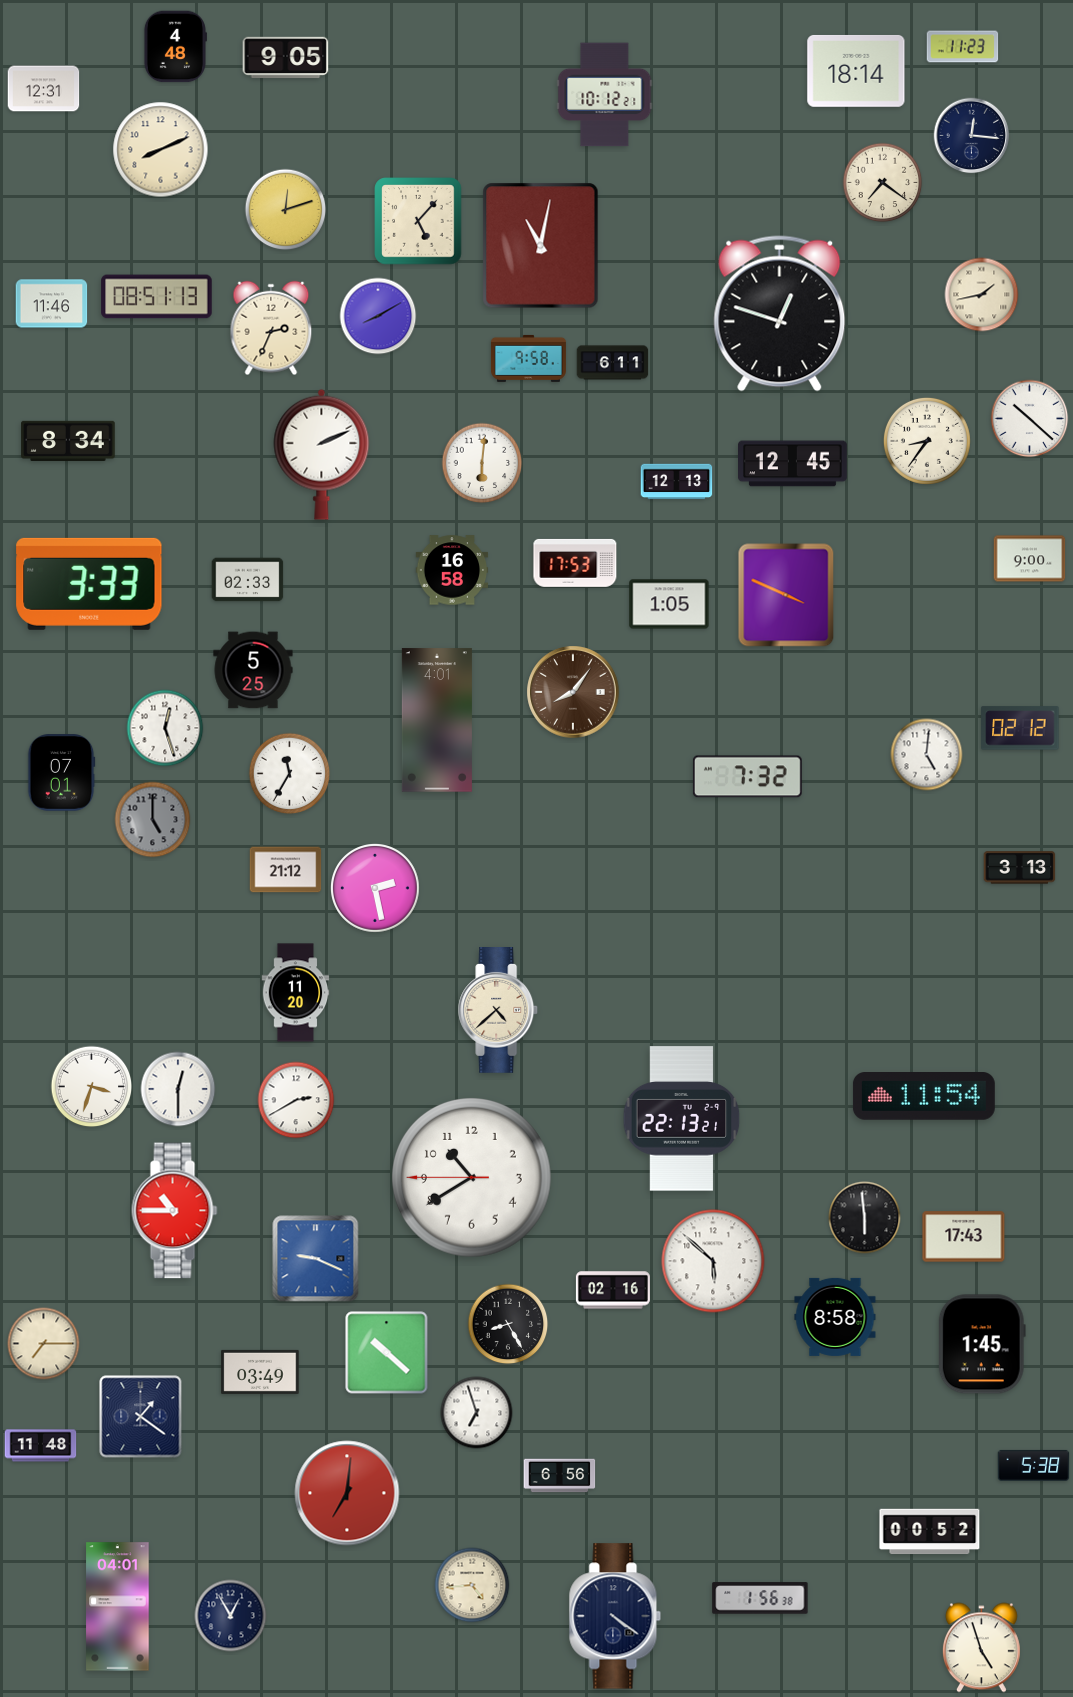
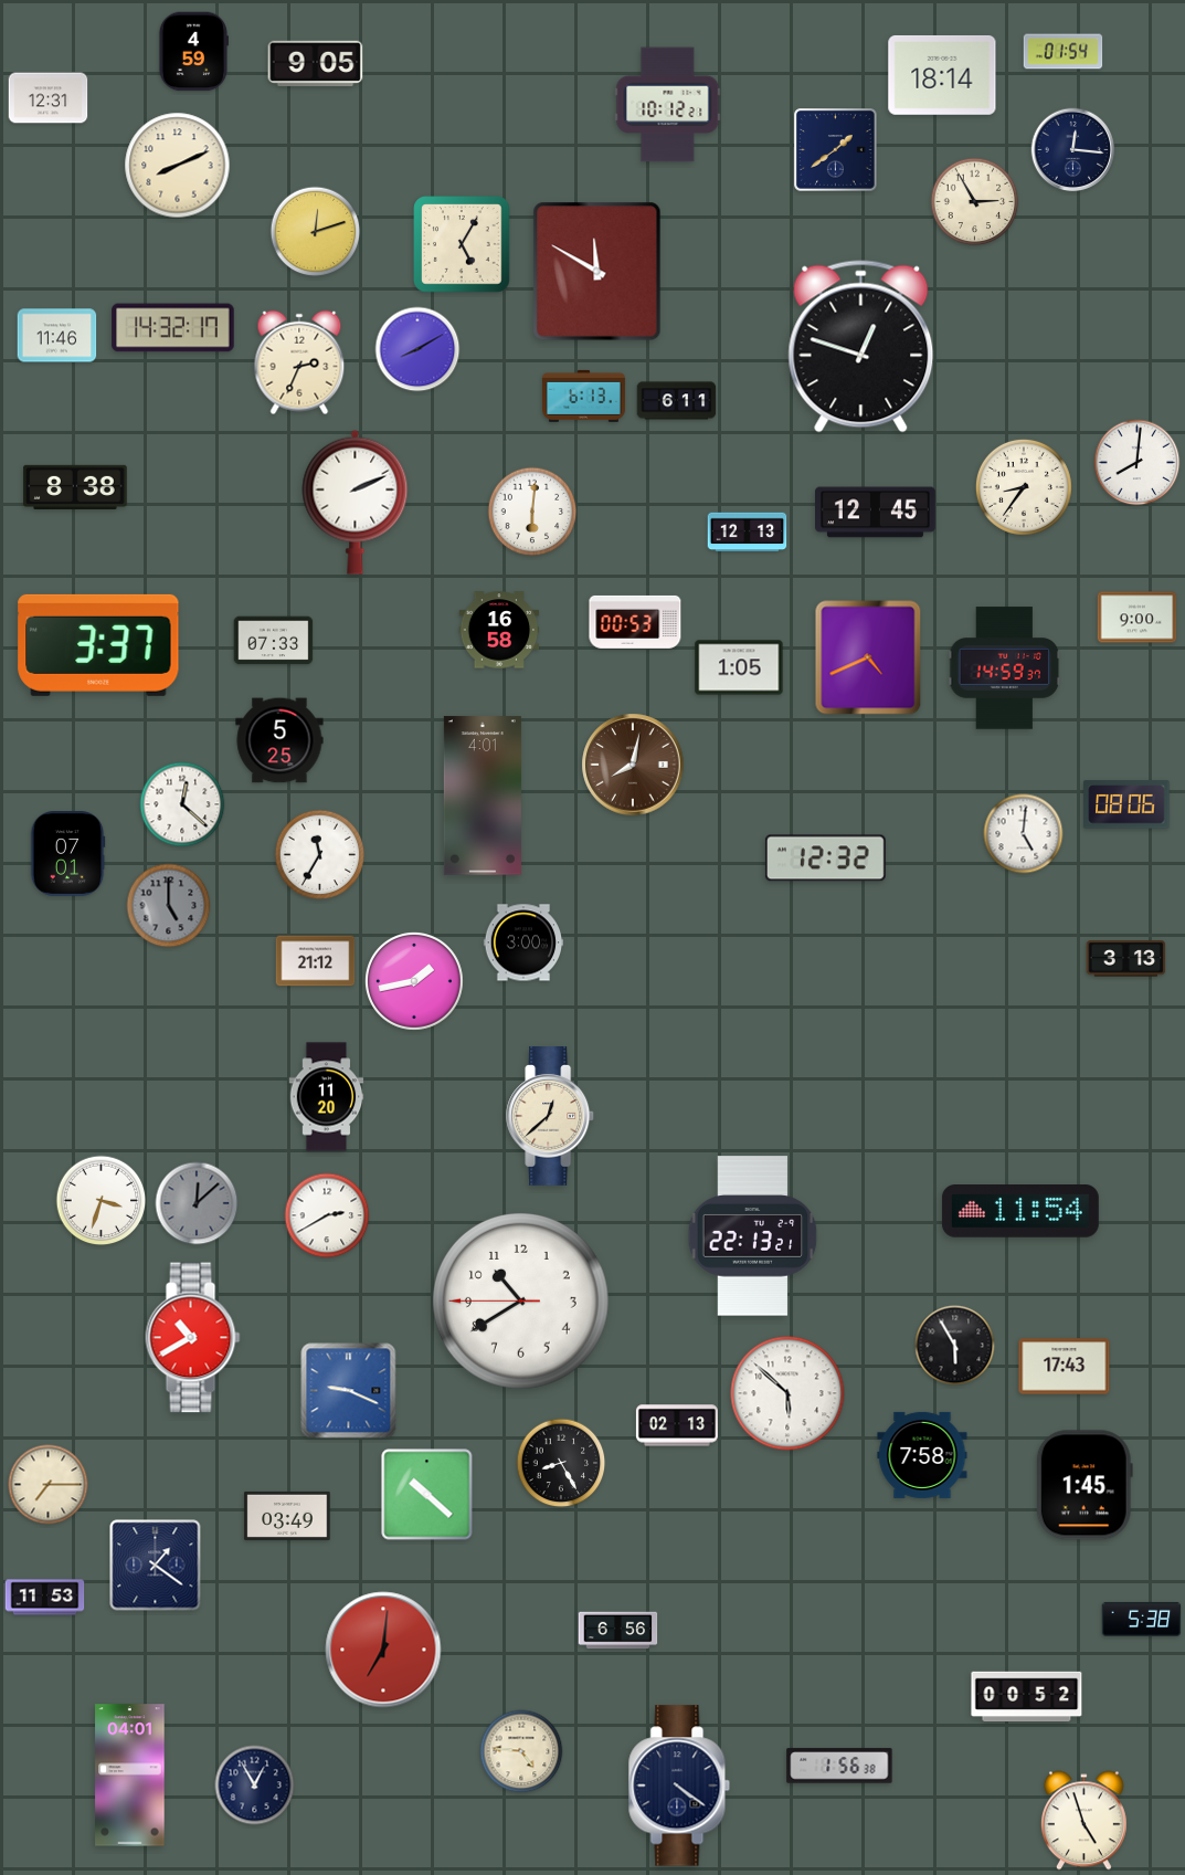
clock at (175, 47): 4:48 -> 4:59
clock at (963, 47): 11:23 -> 01:54
clock at (856, 71) position: (856, 71) -> (942, 75)
clock at (836, 150): none -> 1:39
clock at (883, 183): 7:21 -> 2:55
clock at (418, 221): 5:07 -> 5:05
clock at (541, 246): 11:02 -> 11:50
clock at (982, 295): 1:43 -> none
clock at (157, 297): 08:51 -> 14:32
clock at (528, 358): 9:58 -> 6:13
clock at (1030, 419): 10:22 -> 8:01
clock at (68, 441): 8:34 -> 8:38
clock at (575, 563): 17:53 -> 00:53
clock at (248, 580): 02:33 -> 07:33
clock at (89, 584): 3:33 -> 3:37
clock at (786, 595): 3:49 -> 4:41
clock at (1005, 668): none -> 14:59
clock at (573, 692): 8:06 -> 8:02
clock at (165, 728): 12:27 -> 12:22
clock at (1020, 728): 02:12 -> 08:06
clock at (747, 777): 7:32 -> 12:32
clock at (523, 942): none -> 3:00
clock at (376, 889): 2:28 -> 1:43
clock at (499, 1011): 4:38 -> 12:38
clock at (178, 1089): 12:30 -> 12:08
clock at (178, 1089) dial: white -> grey
clock at (175, 1211): 10:45 -> 10:40
clock at (865, 1218): 5:59 -> 5:55
clock at (613, 1290): 02:16 -> 02:13
clock at (835, 1317): 8:58 -> 7:58
clock at (477, 1413): 6:57 -> none
clock at (41, 1446): 11:48 -> 11:53
clock at (930, 1532) position: (930, 1532) -> (1027, 1697)
clock at (472, 1585): 4:44 -> 4:46
